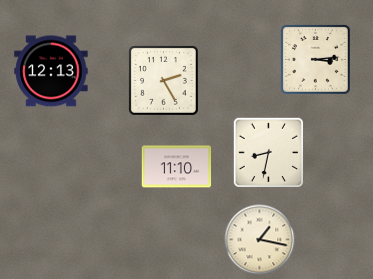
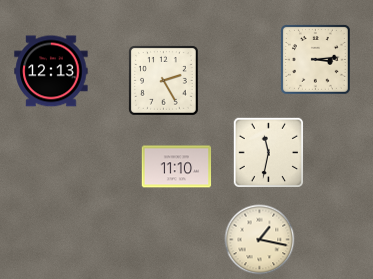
clock at (269, 153): 8:32 -> 11:32
